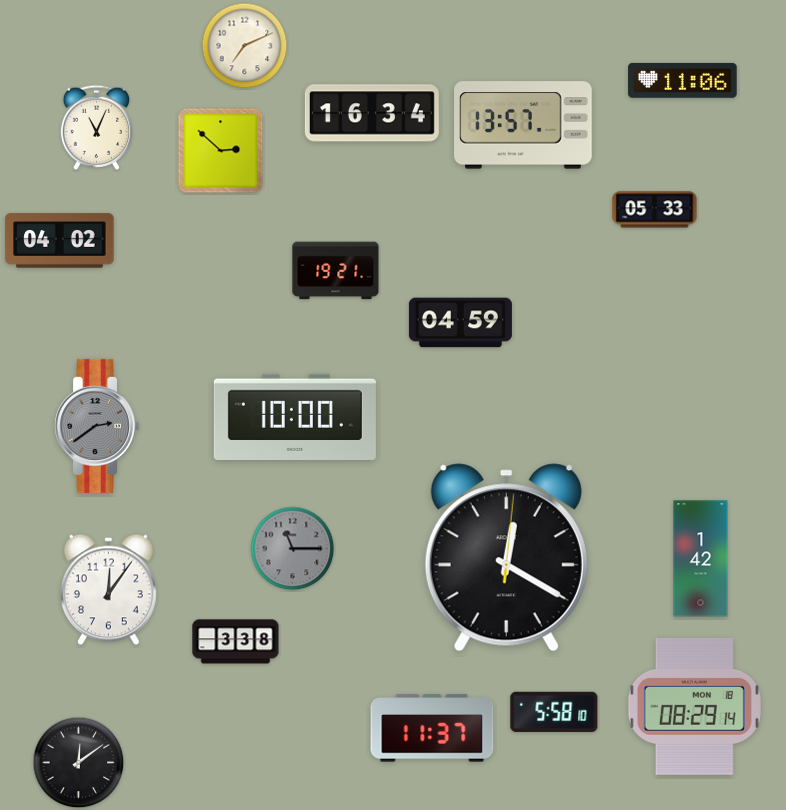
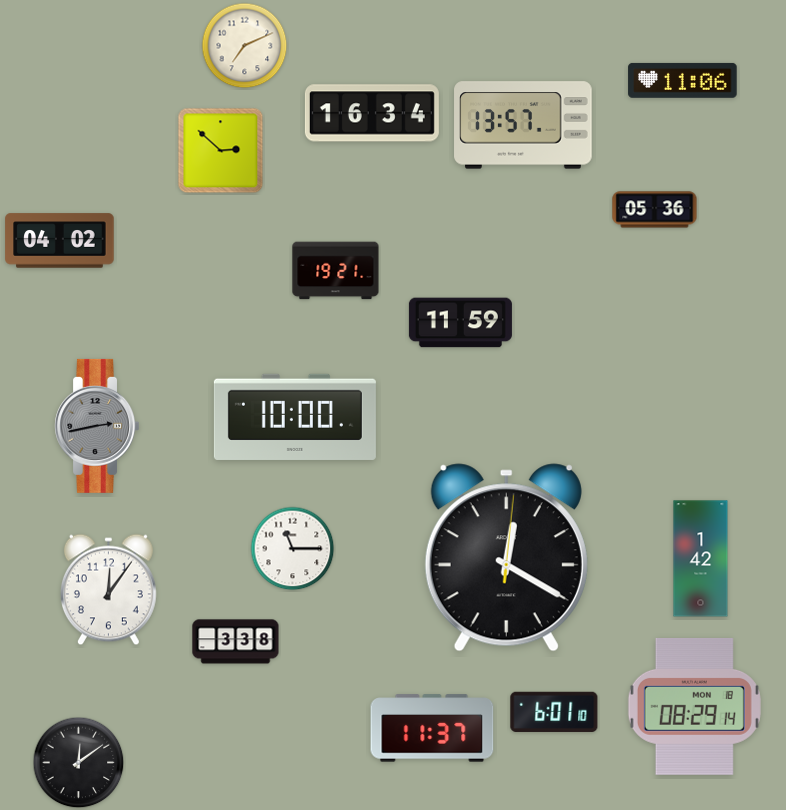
clock at (96, 127): 11:04 -> none
clock at (655, 210): 05:33 -> 05:36
clock at (460, 323): 04:59 -> 11:59
clock at (96, 426): 2:39 -> 2:43
clock at (293, 549) dial: grey -> white
clock at (554, 712): 5:58 -> 6:01
